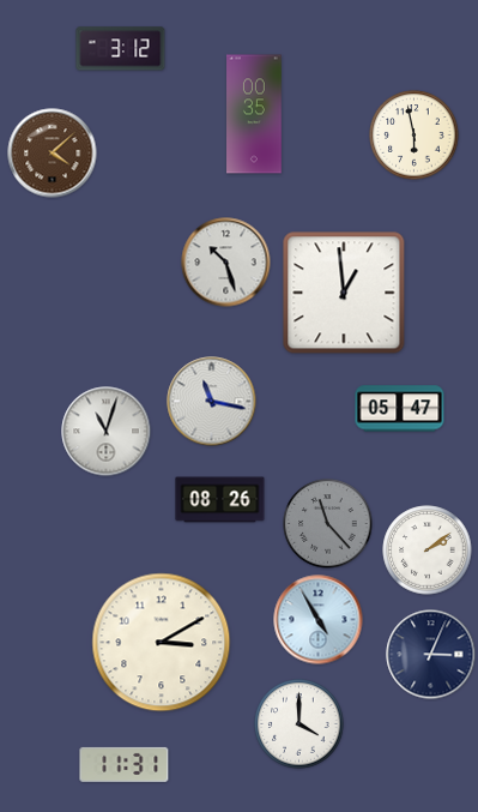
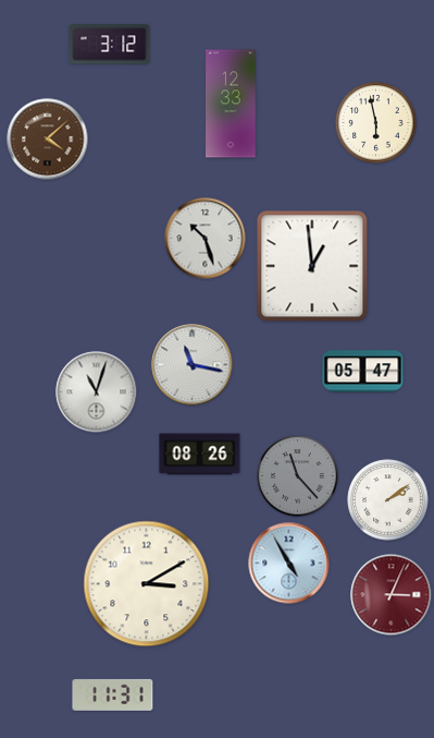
clock at (254, 114): 00:35 -> 12:33
clock at (431, 655) dial: navy -> burgundy
clock at (299, 724): 4:00 -> none
